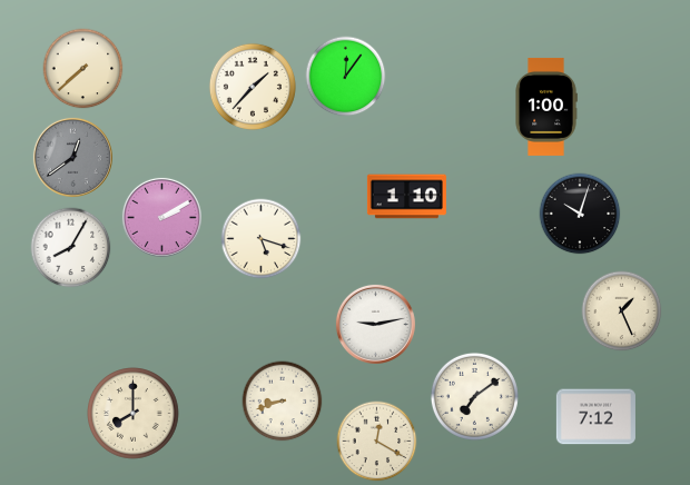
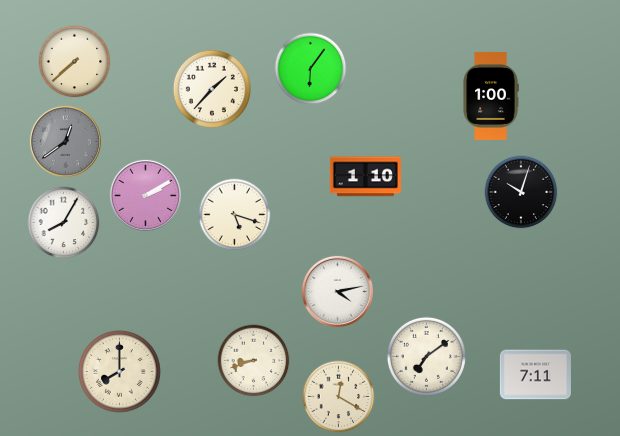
clock at (346, 77): 12:06 -> 6:06
clock at (253, 87) position: (253, 87) -> (212, 89)
clock at (622, 311): 1:26 -> none
clock at (375, 324): 9:13 -> 4:13
clock at (595, 417): 7:12 -> 7:11
